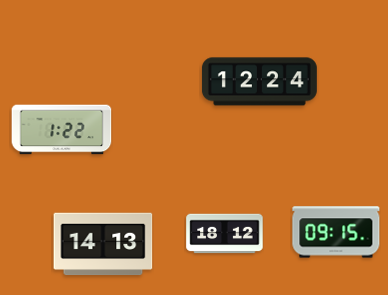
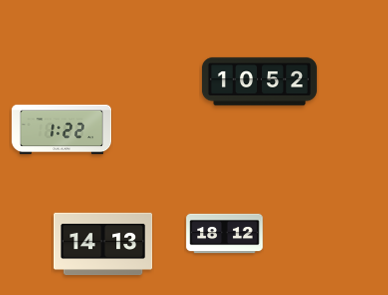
clock at (259, 82): 12:24 -> 10:52
clock at (336, 232): 09:15 -> none
